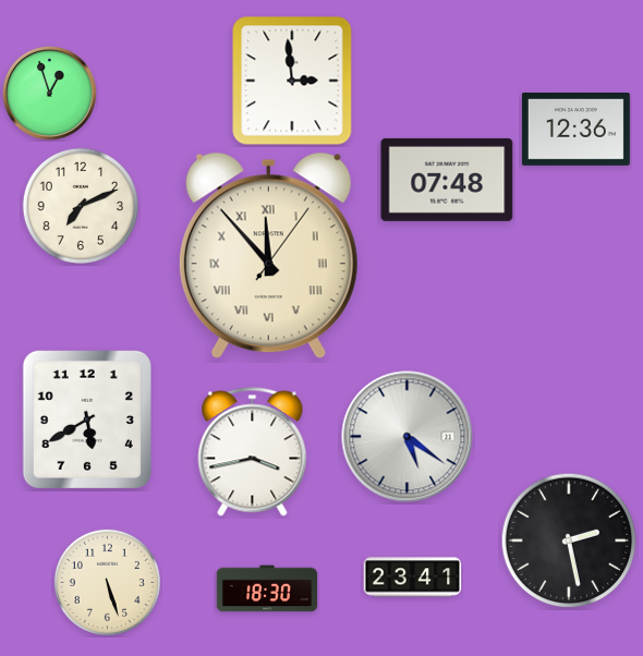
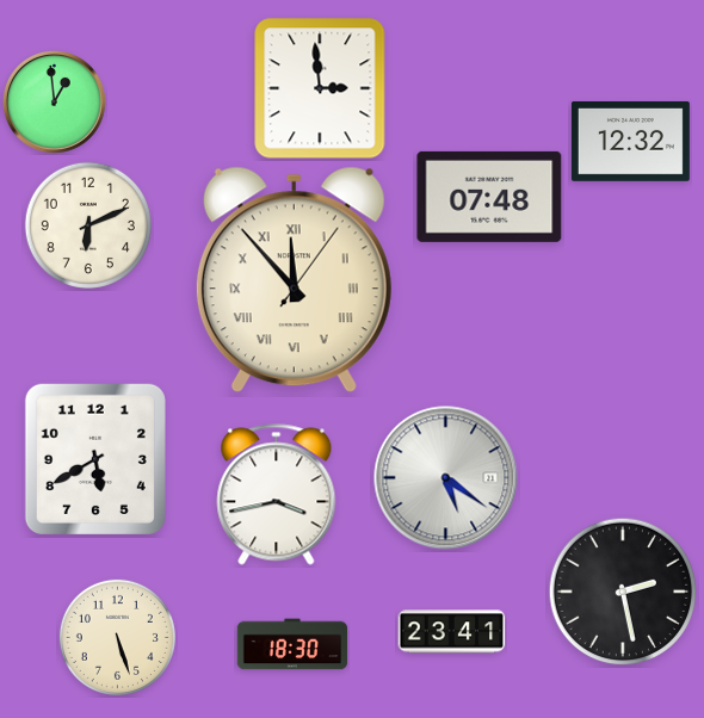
clock at (49, 93): 12:57 -> 12:59
clock at (575, 129): 12:36 -> 12:32
clock at (81, 206): 7:11 -> 6:11
